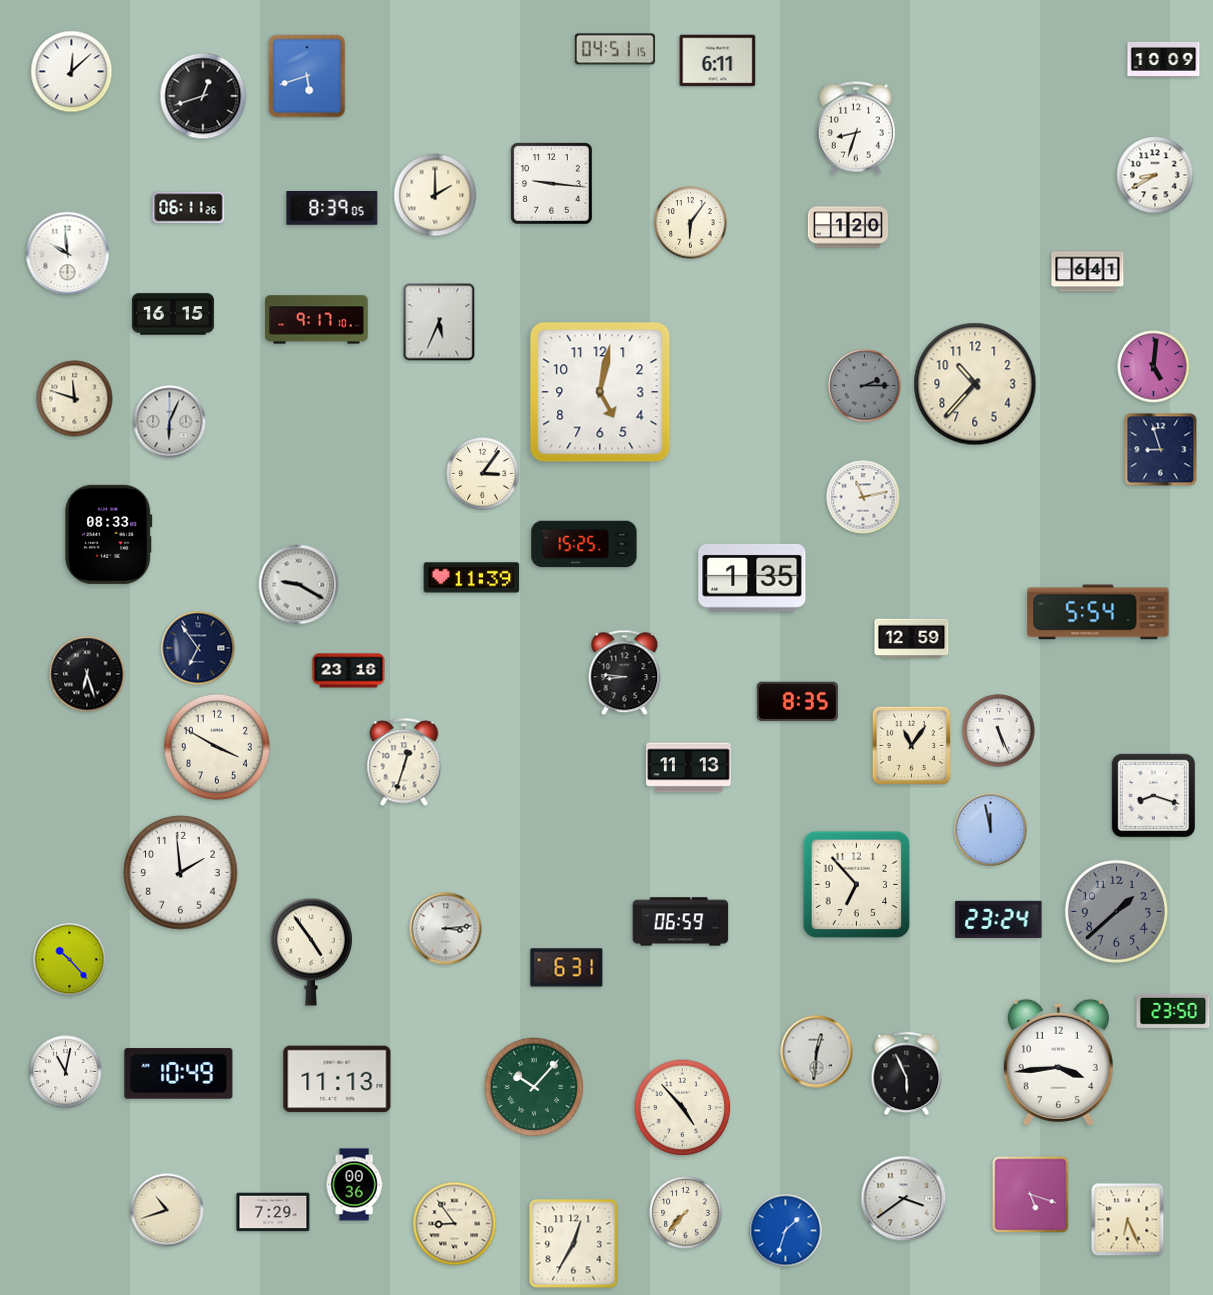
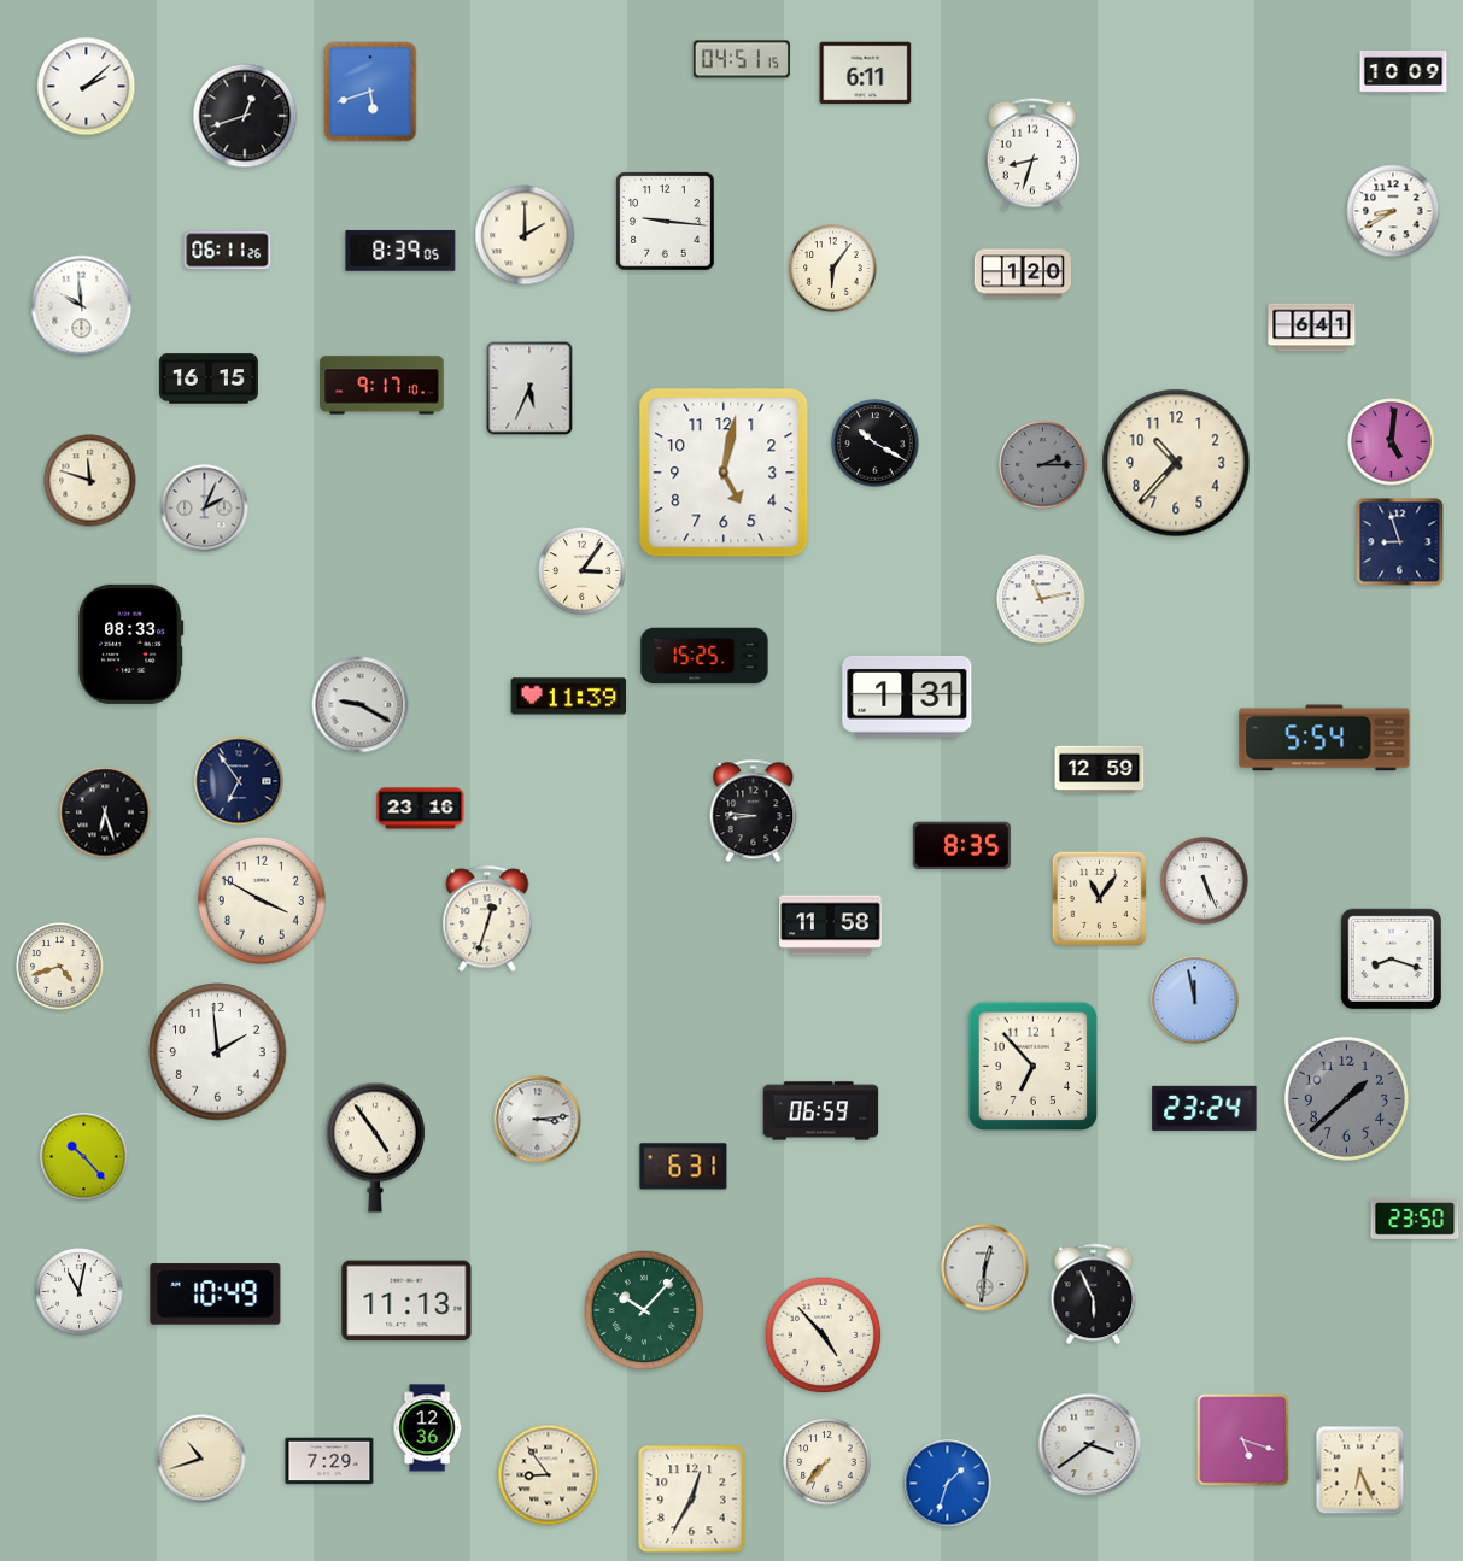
clock at (72, 72): 12:08 -> 2:08
clock at (876, 444): none -> 10:20
clock at (170, 422): 6:04 -> 2:04
clock at (752, 578): 1:35 -> 1:31
clock at (689, 768): 11:13 -> 11:58
clock at (60, 967): none -> 4:42
clock at (1058, 1062): 3:44 -> none
clock at (354, 1185): 00:36 -> 12:36
